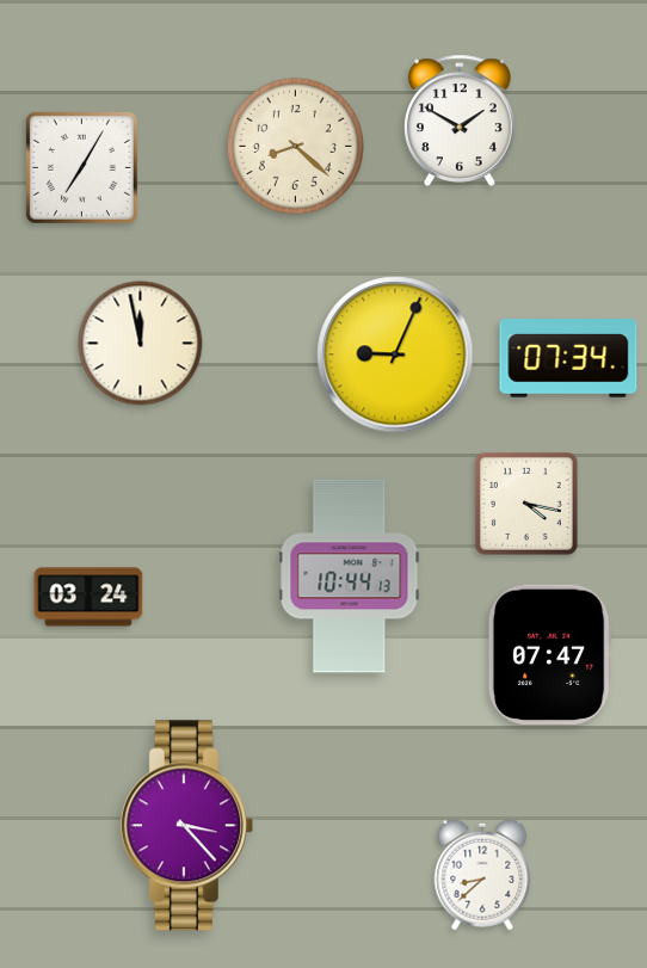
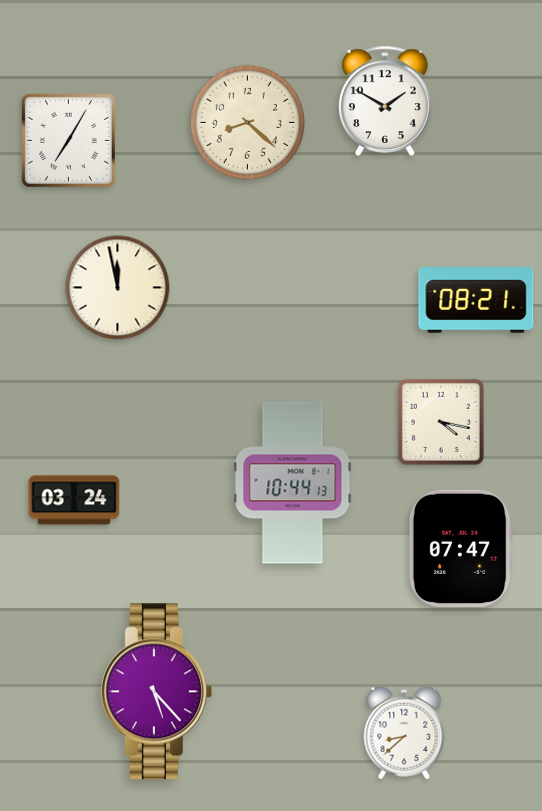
clock at (395, 354): 9:04 -> none
clock at (568, 359): 07:34 -> 08:21
clock at (186, 826): 3:23 -> 5:23
